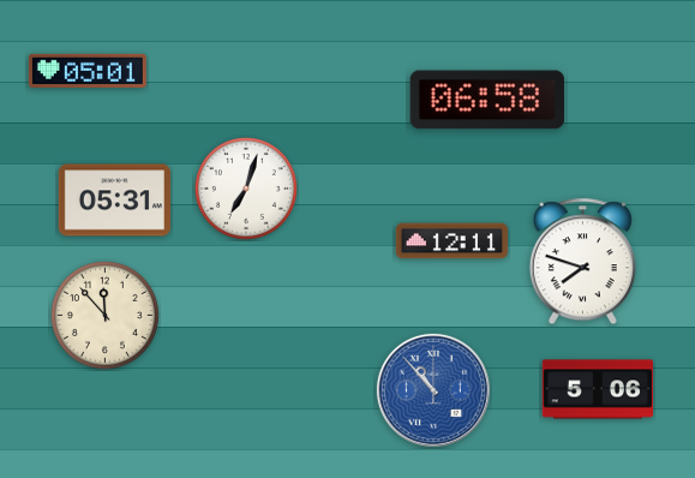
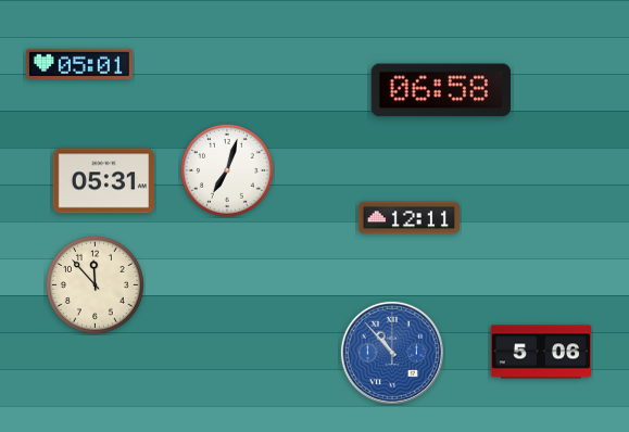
clock at (246, 189) position: (246, 189) -> (227, 170)
clock at (582, 262): 7:48 -> none
